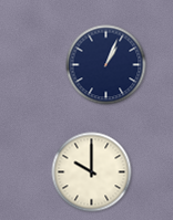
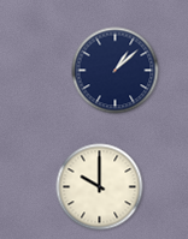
clock at (106, 65): 1:04 -> 1:08
